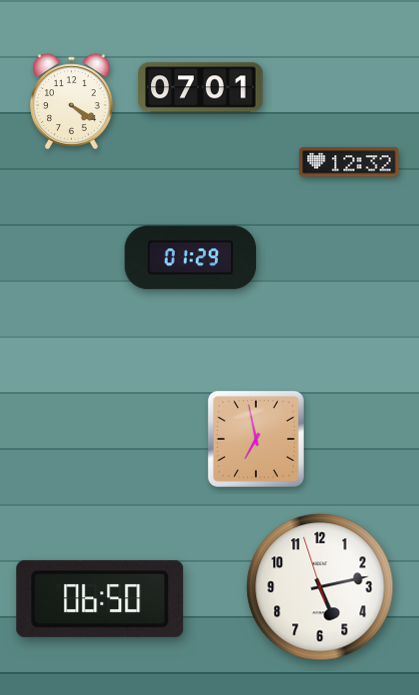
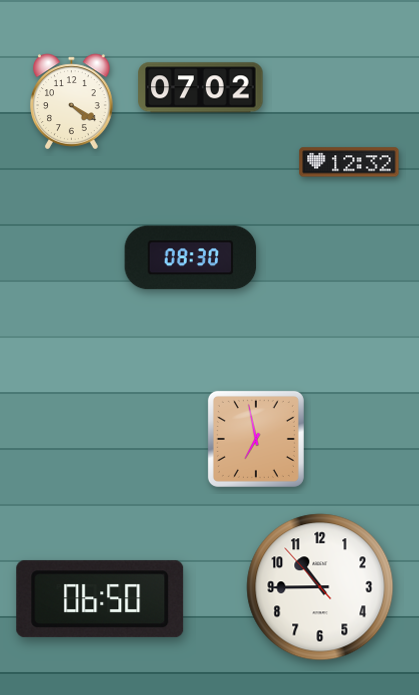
clock at (201, 88): 07:01 -> 07:02
clock at (191, 258): 01:29 -> 08:30
clock at (320, 587): 5:12 -> 10:44
